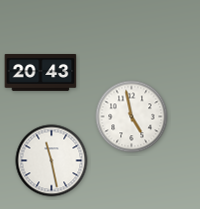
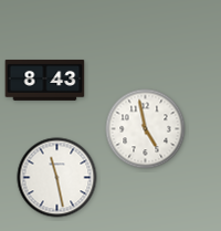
clock at (41, 72): 20:43 -> 8:43
